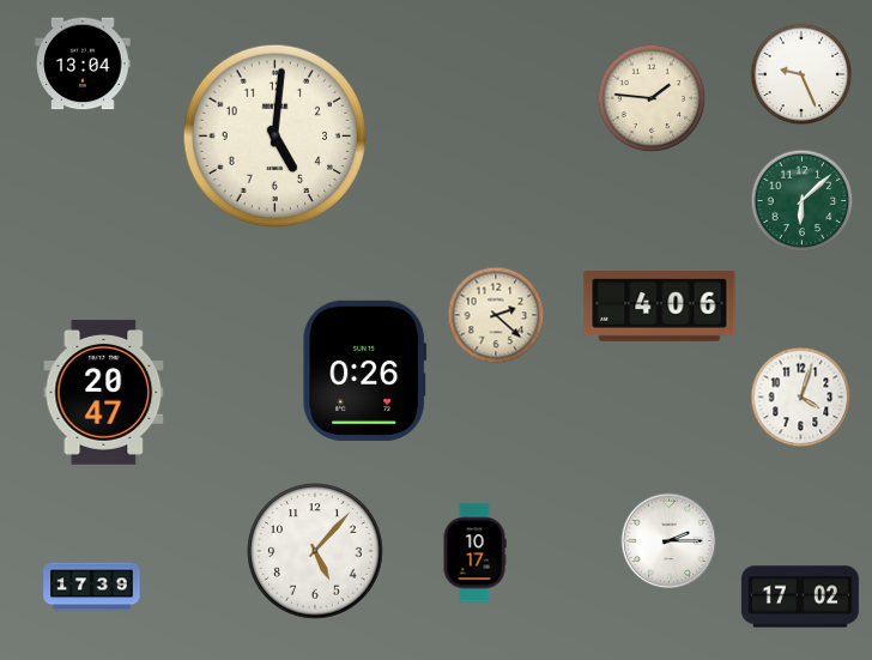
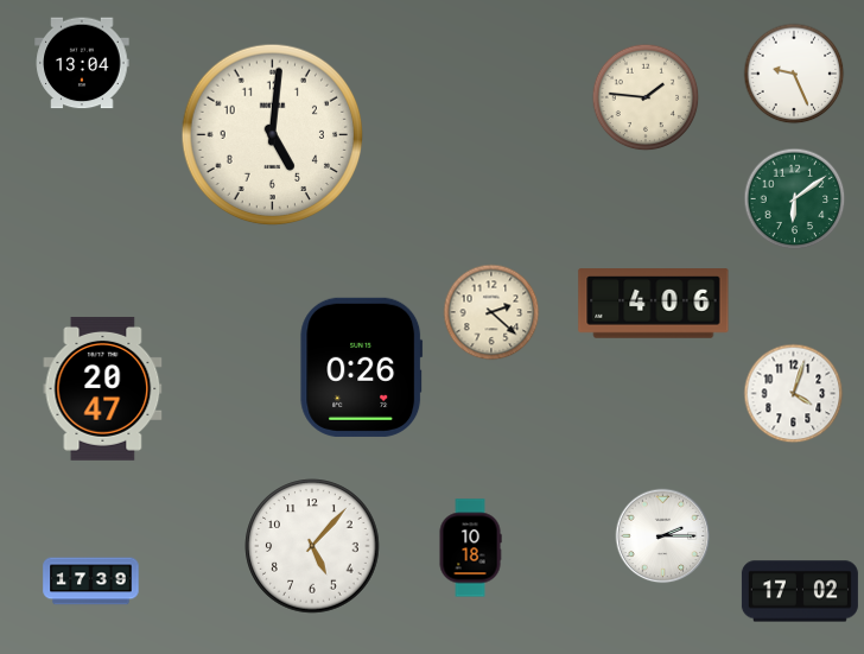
clock at (803, 201): 6:08 -> 6:09
clock at (474, 553): 10:17 -> 10:18
clock at (800, 597) position: (800, 597) -> (800, 591)
